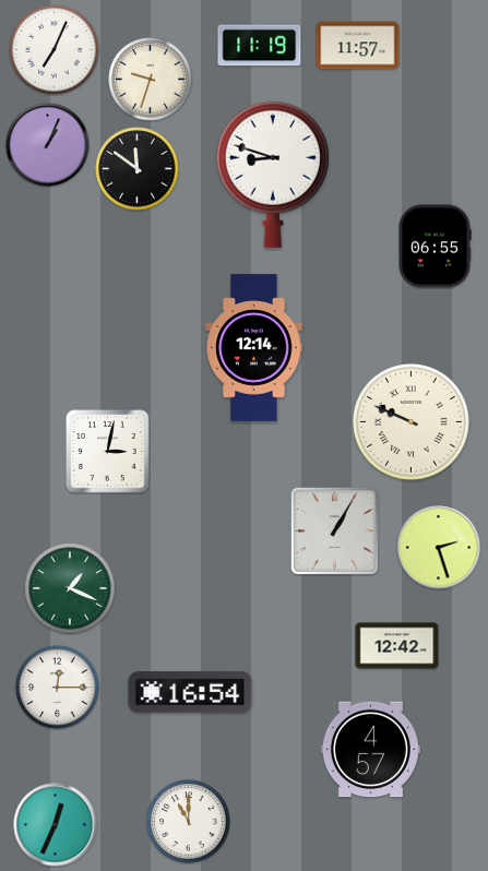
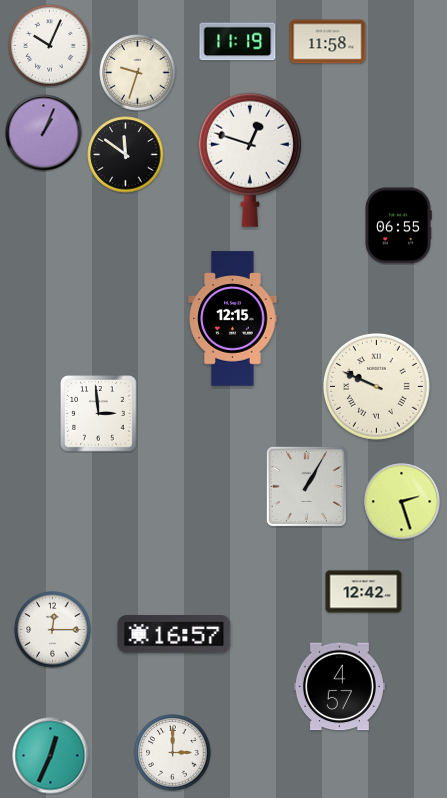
clock at (358, 46): 11:57 -> 11:58
clock at (55, 50): 7:04 -> 10:04
clock at (273, 175): 8:48 -> 12:48
clock at (254, 348): 12:14 -> 12:15
clock at (108, 452): 3:02 -> 2:59
clock at (70, 588): 1:19 -> none
clock at (190, 692): 16:54 -> 16:57
clock at (189, 822): 11:00 -> 3:00
